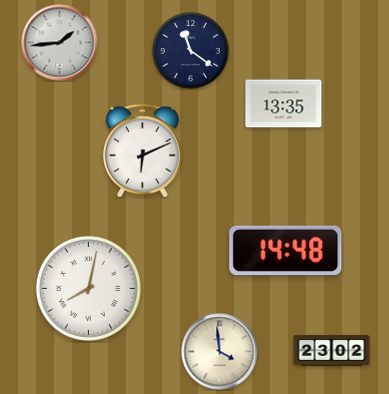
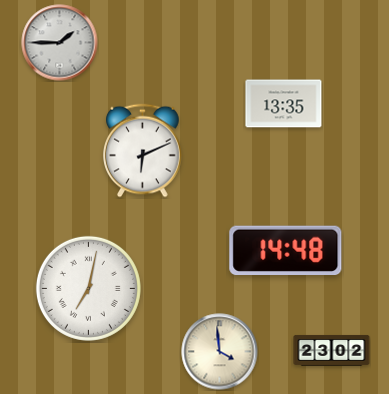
clock at (60, 43): 1:44 -> 1:45
clock at (191, 51): 11:21 -> none
clock at (88, 288): 8:02 -> 7:02
